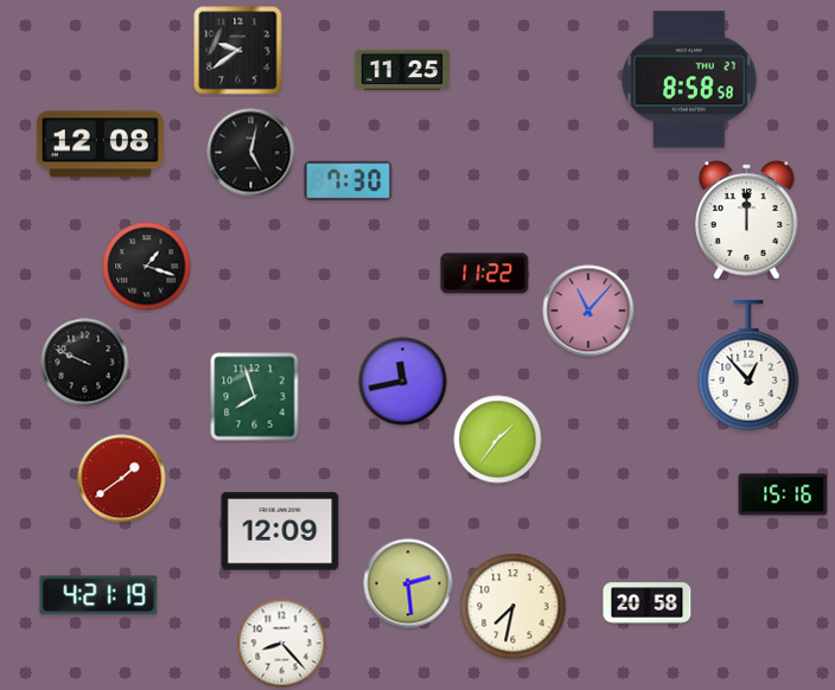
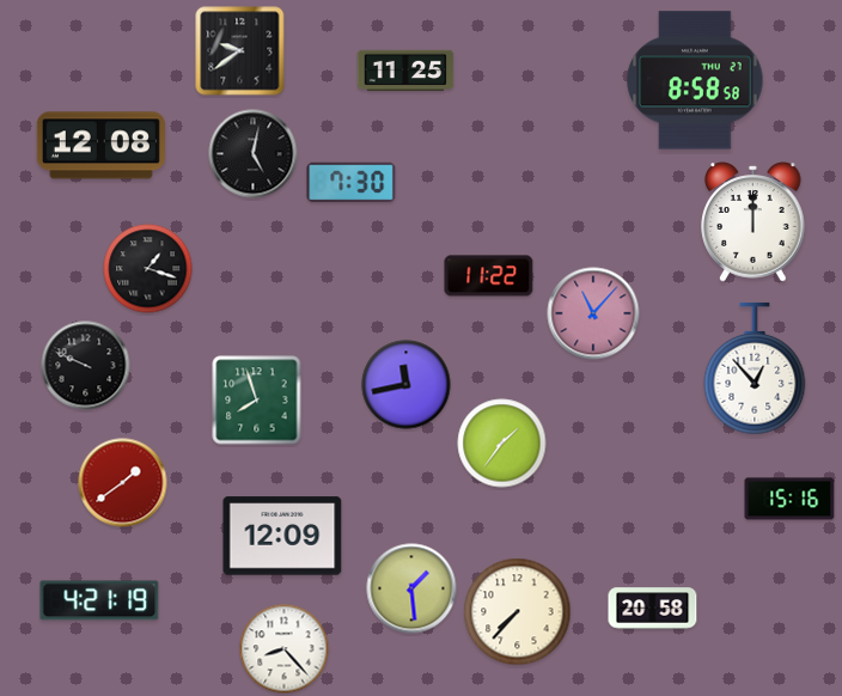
clock at (408, 583): 2:29 -> 1:29
clock at (514, 607): 7:32 -> 7:37
